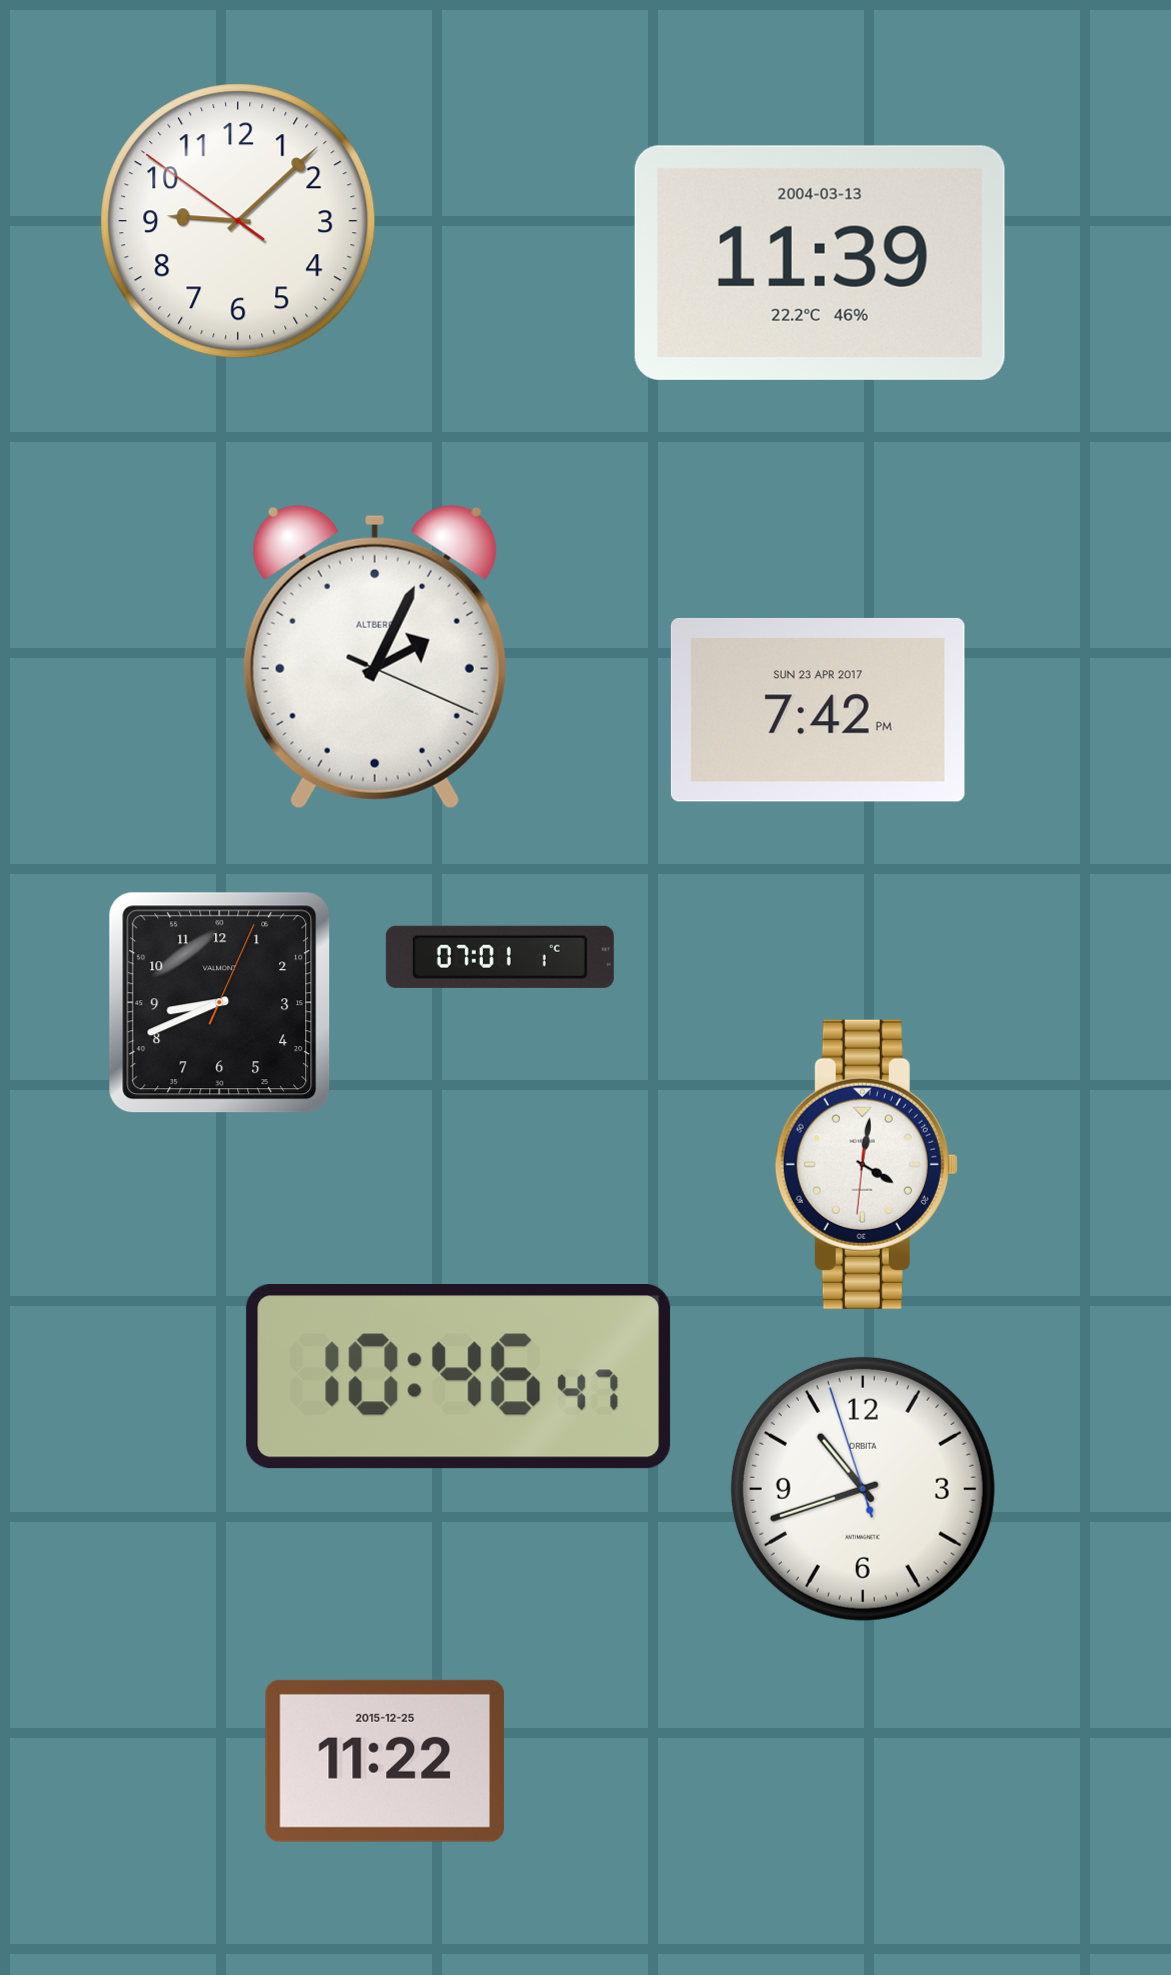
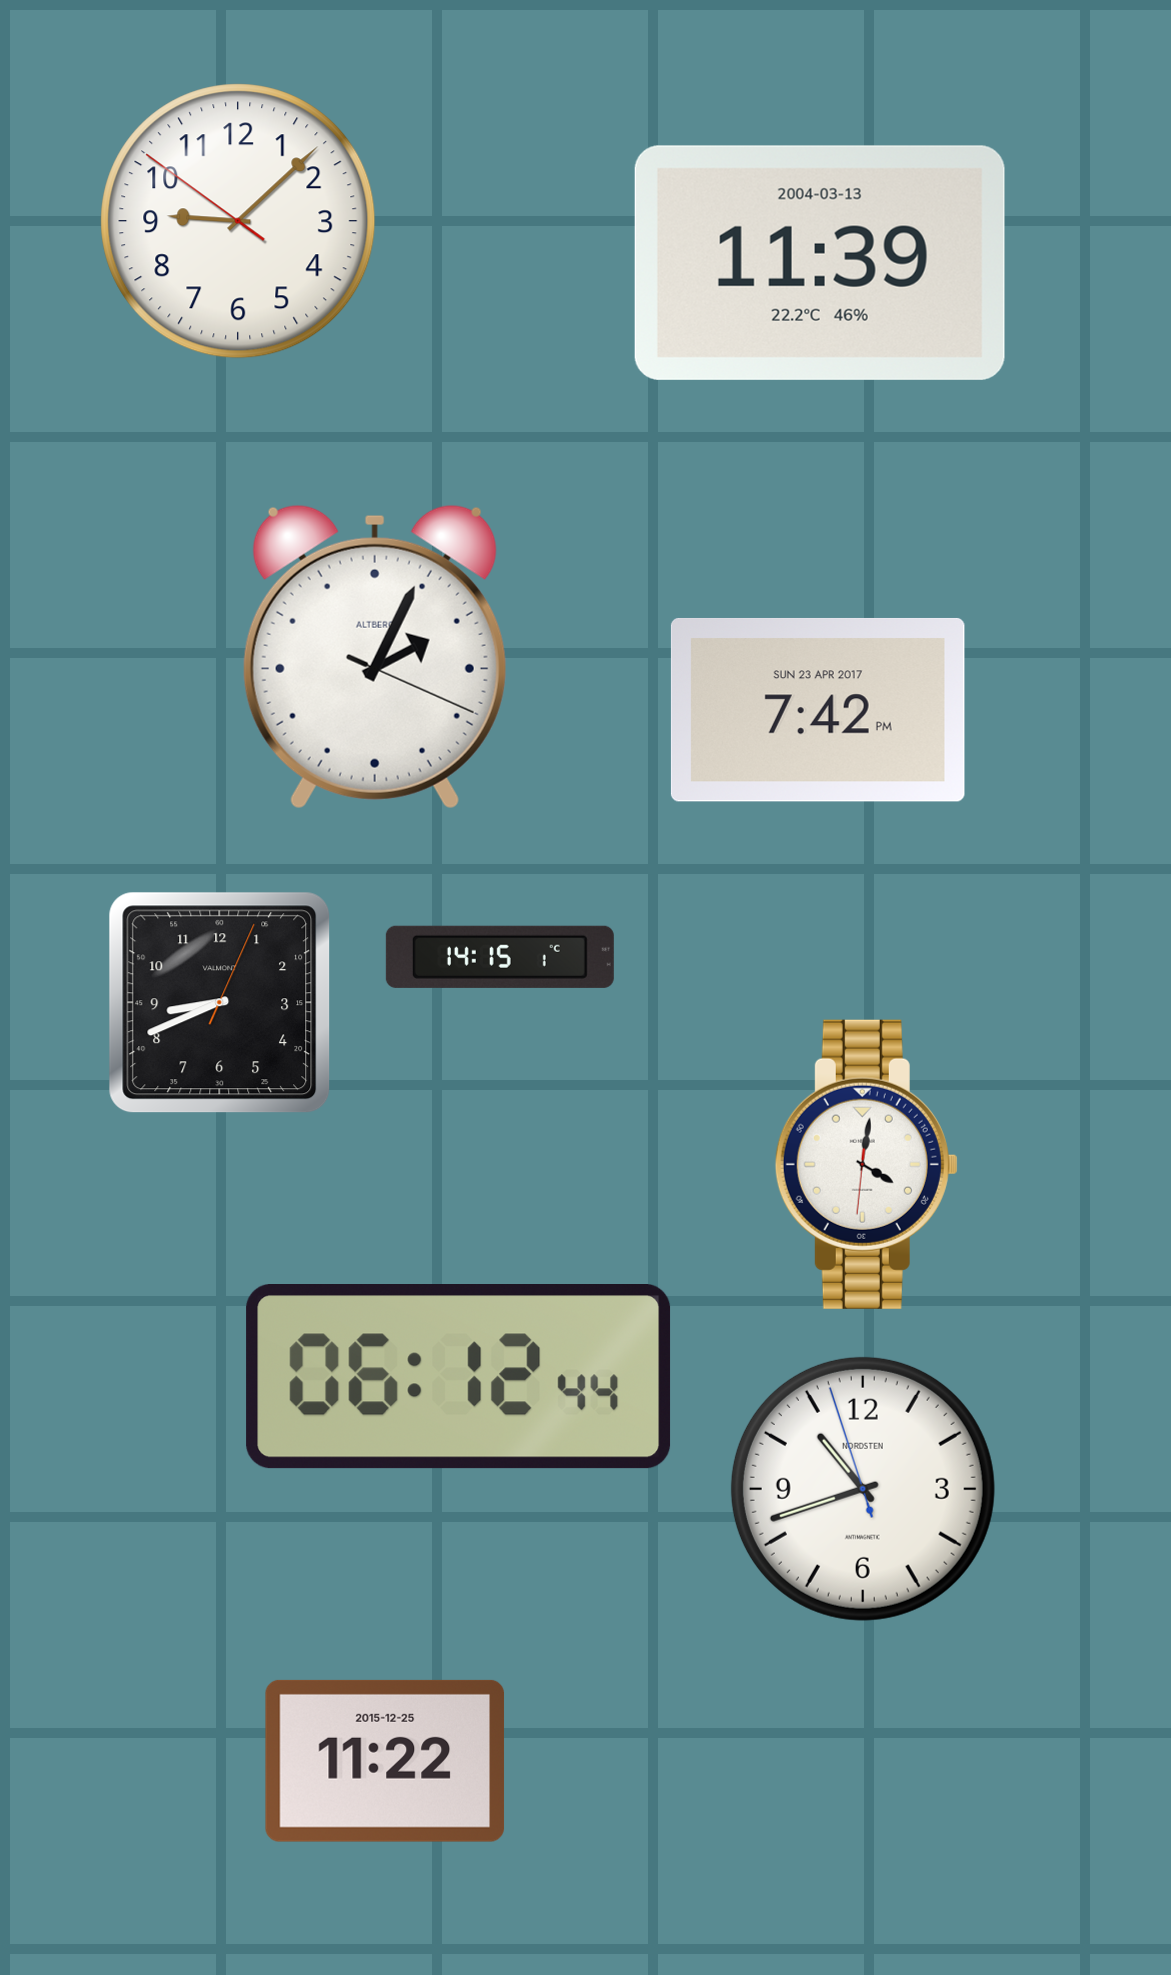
clock at (500, 957): 07:01 -> 14:15
clock at (459, 1377): 10:46 -> 06:12
clock at (863, 1489) brand: ORBITA -> NORDSTEN
